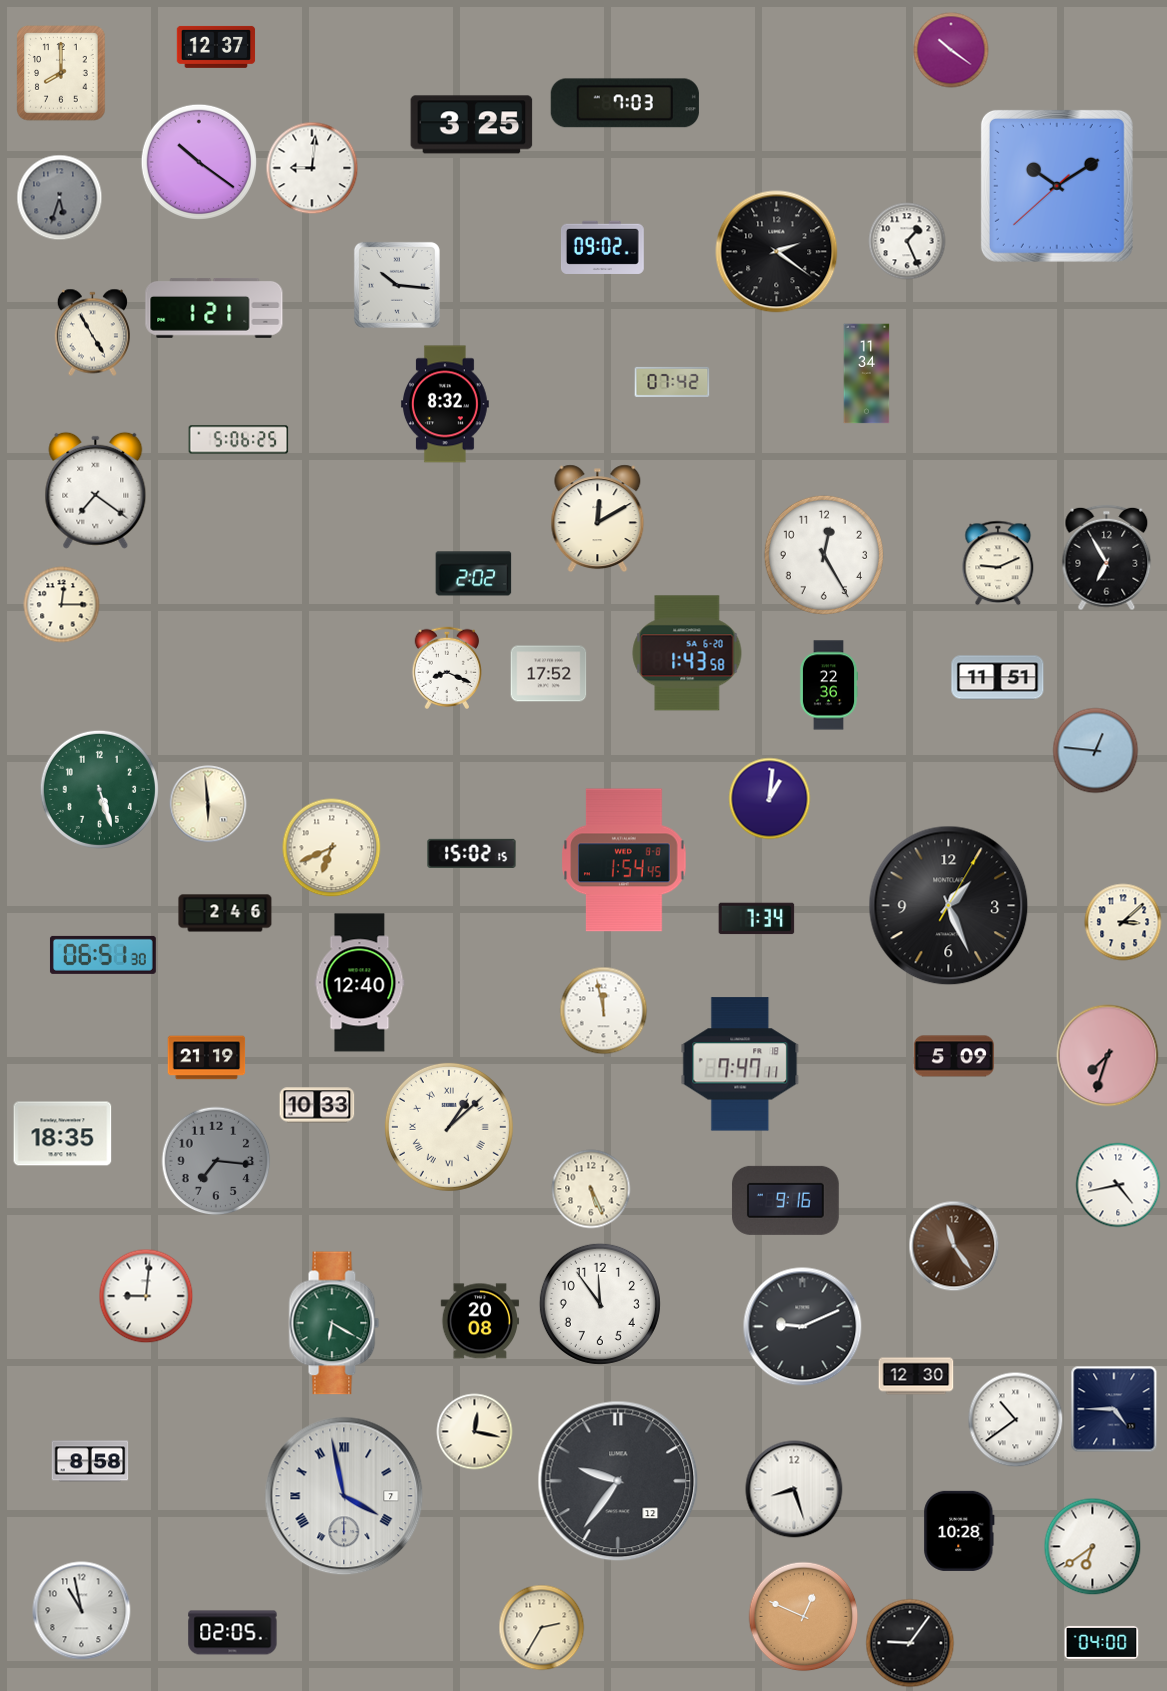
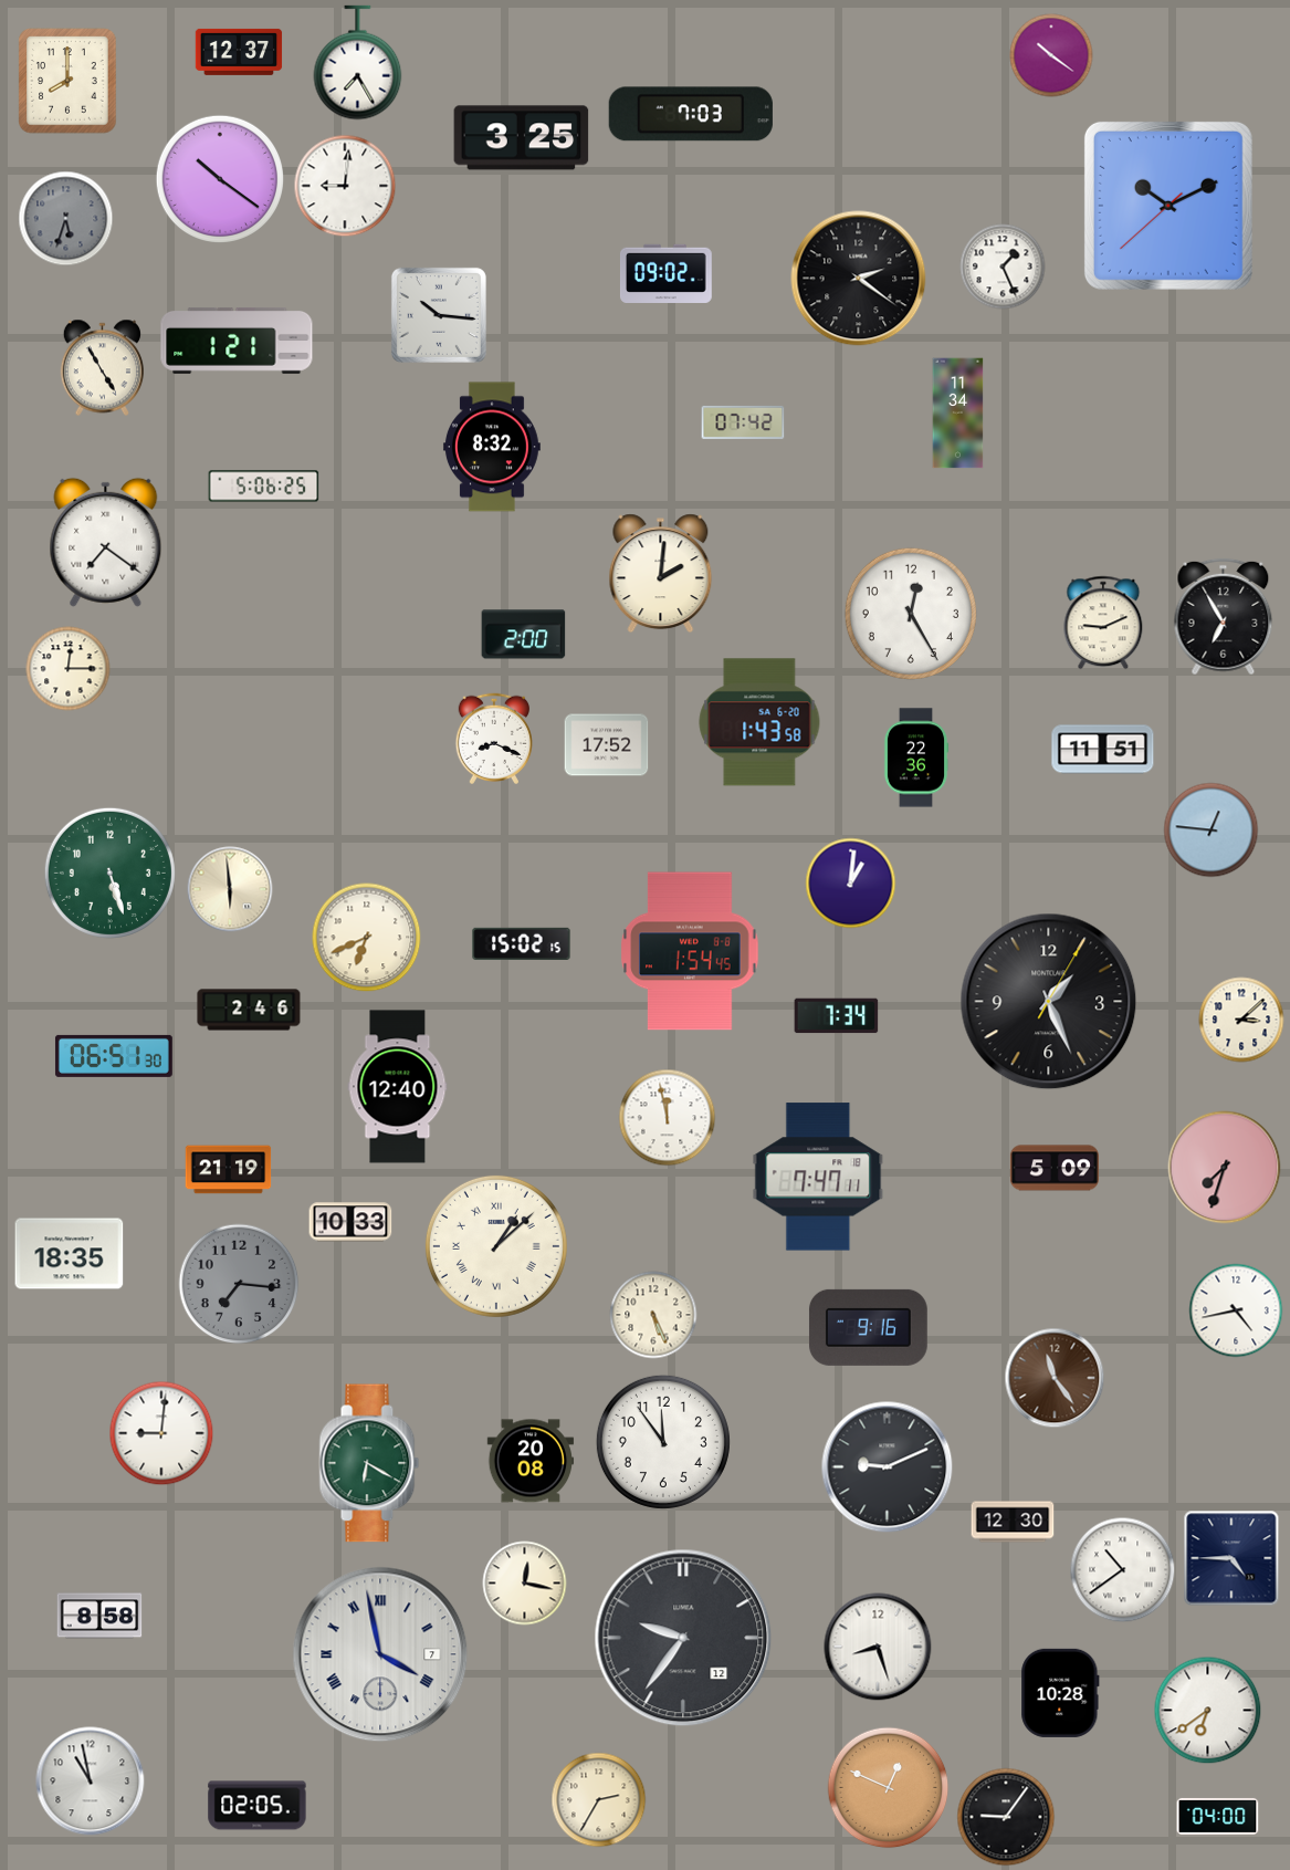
clock at (358, 63): none -> 7:25
clock at (1057, 186): 10:09 -> 10:10
clock at (598, 519): 12:10 -> 2:01
clock at (474, 574): 2:02 -> 2:00
